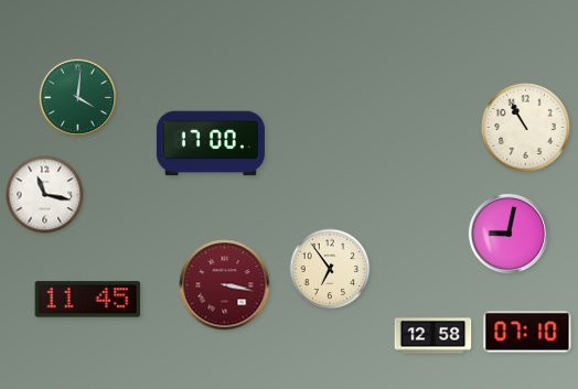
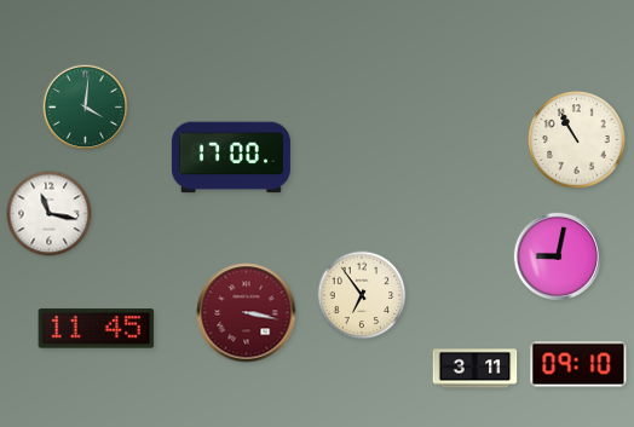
clock at (527, 332): 07:10 -> 09:10
clock at (433, 336): 12:58 -> 3:11
